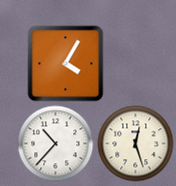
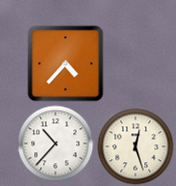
clock at (66, 64): 4:05 -> 4:37
clock at (136, 144) position: (136, 144) -> (136, 147)
